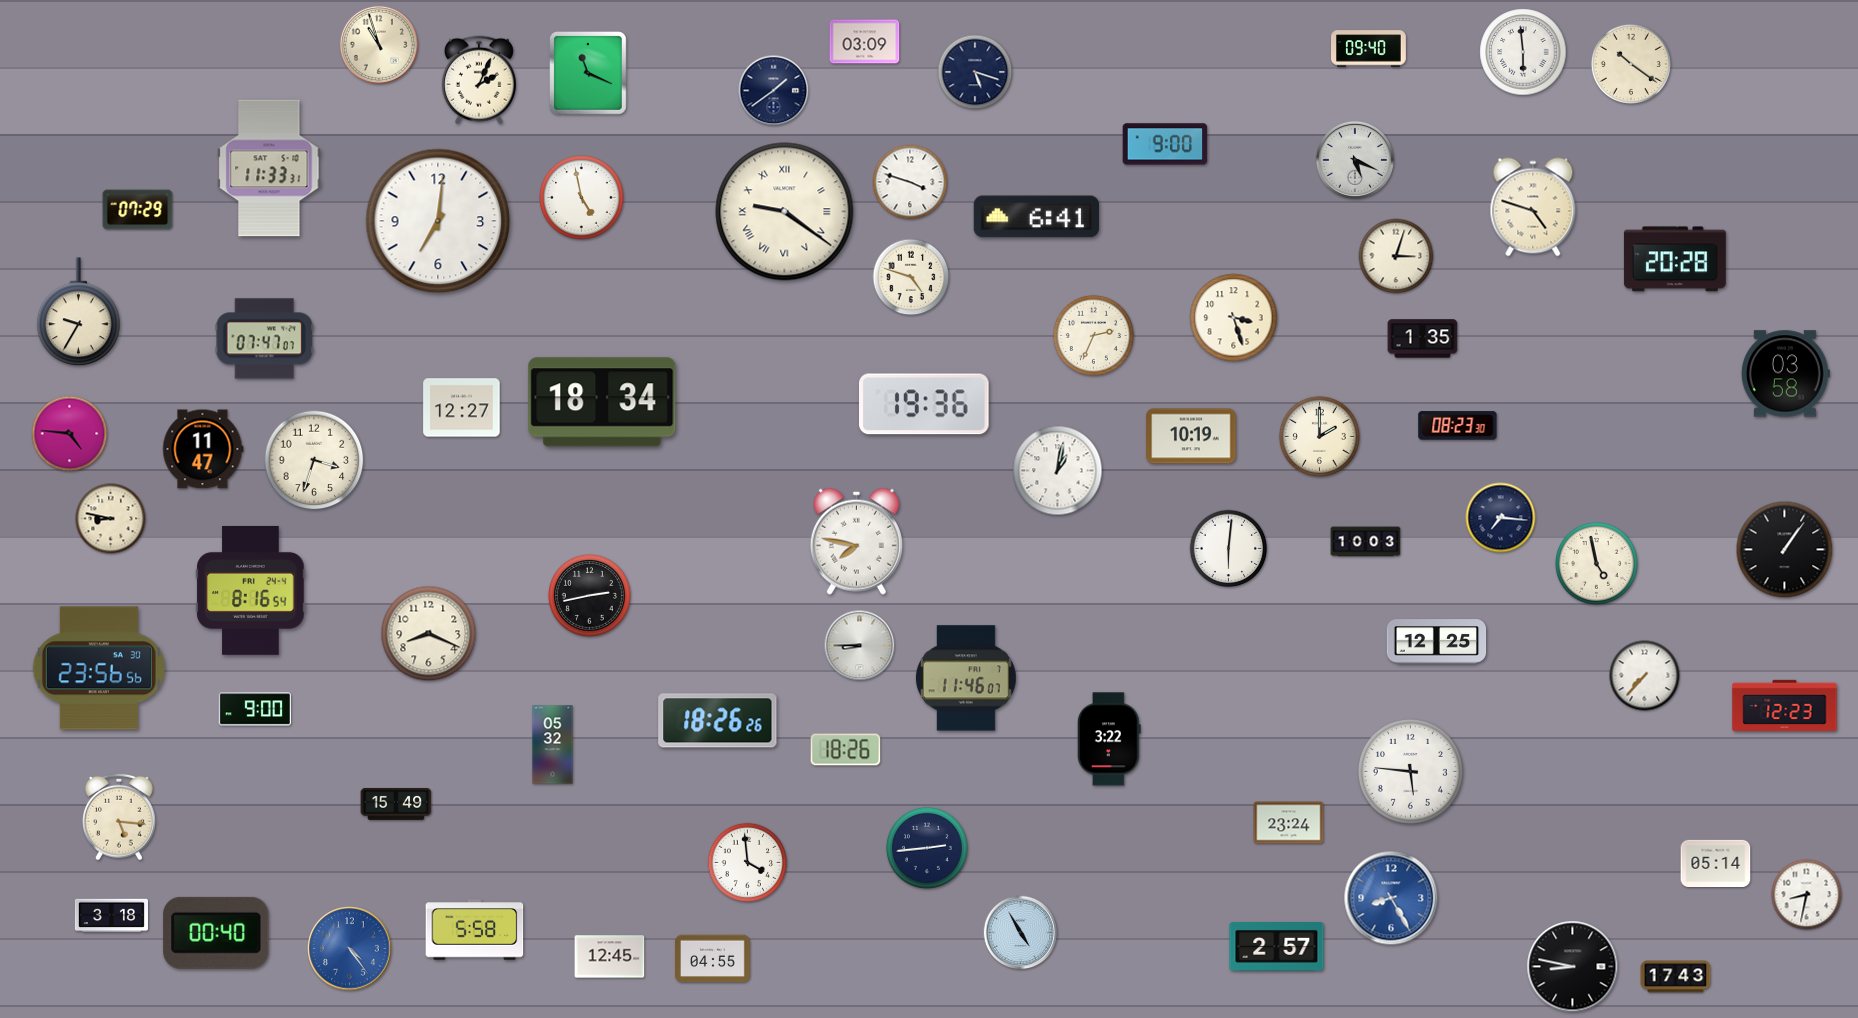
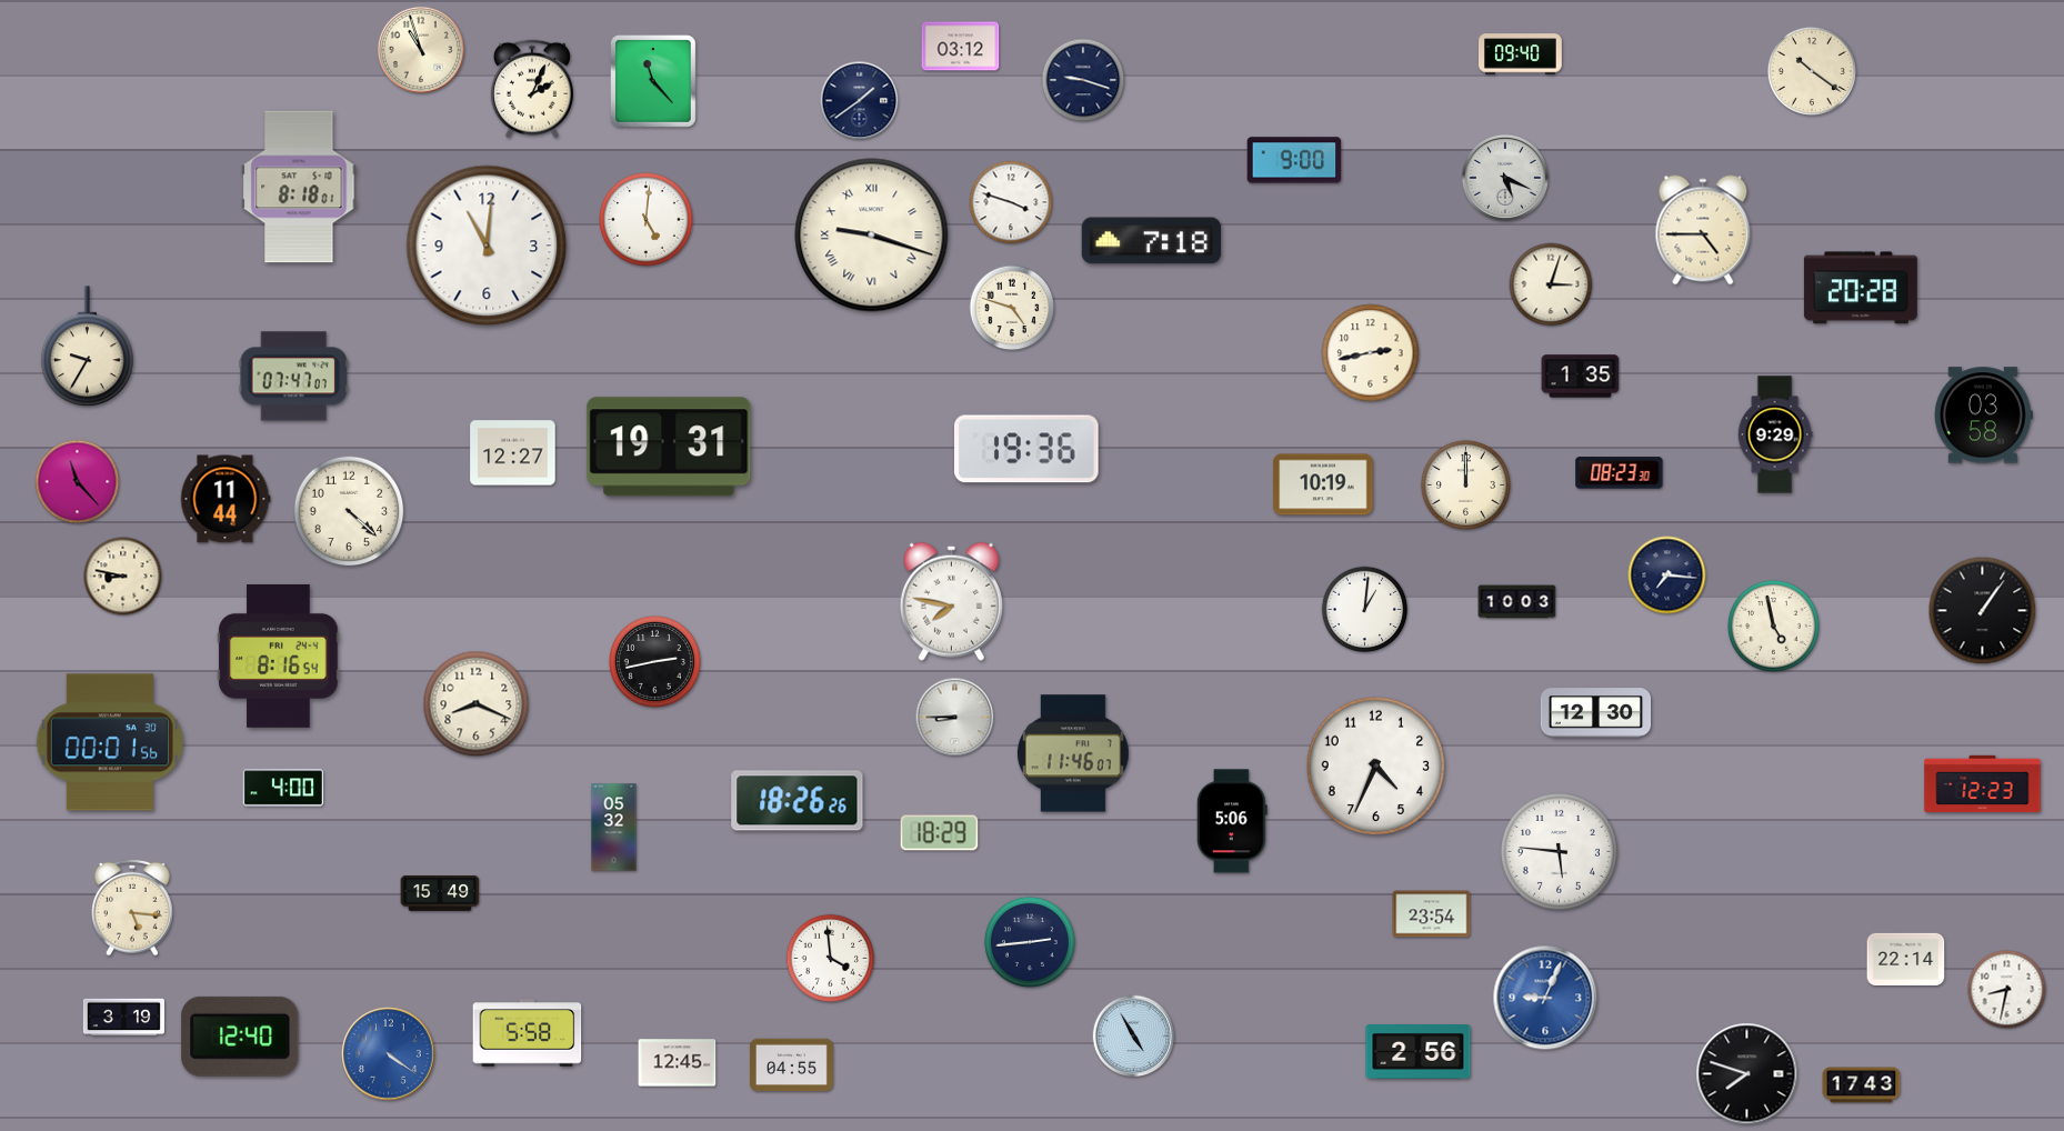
clock at (865, 42): 03:09 -> 03:12
clock at (1523, 52): 5:59 -> none
clock at (975, 72): 5:18 -> 9:18
clock at (589, 74): 11:19 -> 11:23
clock at (269, 168): 11:33 -> 8:18
clock at (582, 198): 4:58 -> 5:01
clock at (1533, 207): 4:48 -> 4:45
clock at (138, 210): 07:29 -> none
clock at (785, 212): 9:21 -> 9:18
clock at (1037, 217): 6:41 -> 7:18
clock at (438, 221): 7:01 -> 11:01
clock at (1234, 318): 3:27 -> 2:43
clock at (1093, 335): 2:34 -> none
clock at (1775, 434): none -> 9:29
clock at (602, 402): 18:34 -> 19:31
clock at (70, 434): 4:46 -> 11:23
clock at (1319, 436): 2:00 -> 12:00
clock at (203, 449): 11:47 -> 11:44
clock at (314, 460): 3:33 -> 4:22
clock at (1058, 471): 1:02 -> none
clock at (1229, 549): 6:01 -> 1:01
clock at (1437, 642): 12:25 -> 12:30
clock at (99, 668): 23:56 -> 00:01
clock at (1645, 676): 7:37 -> none
clock at (1375, 765): none -> 4:34
clock at (255, 709): 9:00 -> 4:00
clock at (1109, 739): 3:22 -> 5:06
clock at (846, 750): 18:26 -> 18:29
clock at (1410, 771) position: (1410, 771) -> (1559, 851)
clock at (1289, 823): 23:24 -> 23:54
clock at (1716, 863): 05:14 -> 22:14
clock at (1807, 895) position: (1807, 895) -> (2007, 990)
clock at (1391, 898): 8:25 -> 9:04
clock at (111, 916): 3:18 -> 3:19
clock at (216, 933): 00:40 -> 12:40
clock at (1277, 947): 2:57 -> 2:56
clock at (350, 949): 4:24 -> 4:21
clock at (1573, 967): 8:47 -> 7:48
